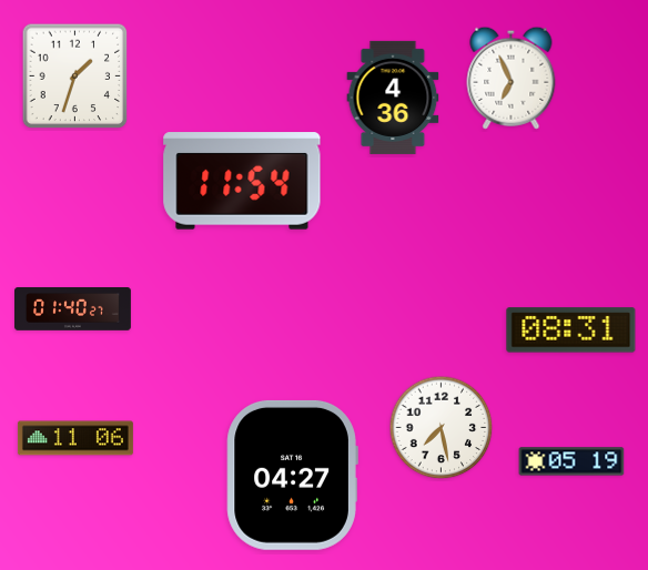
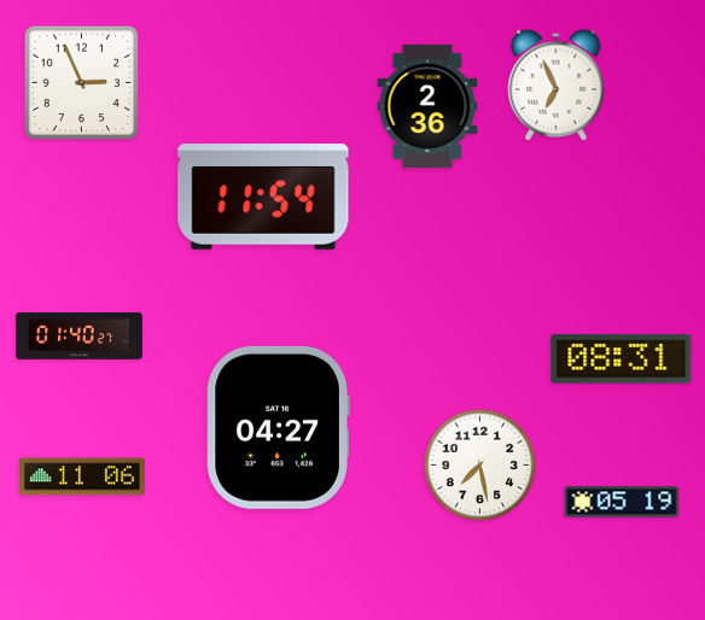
clock at (75, 77): 1:33 -> 2:56
clock at (393, 98): 4:36 -> 2:36
clock at (292, 475) position: (292, 475) -> (278, 427)
